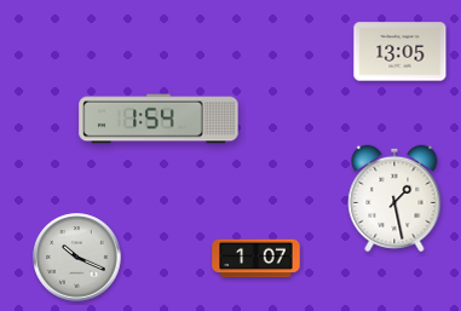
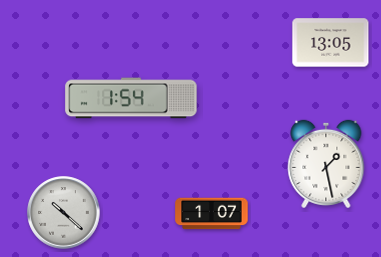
clock at (77, 258): 10:19 -> 10:22
